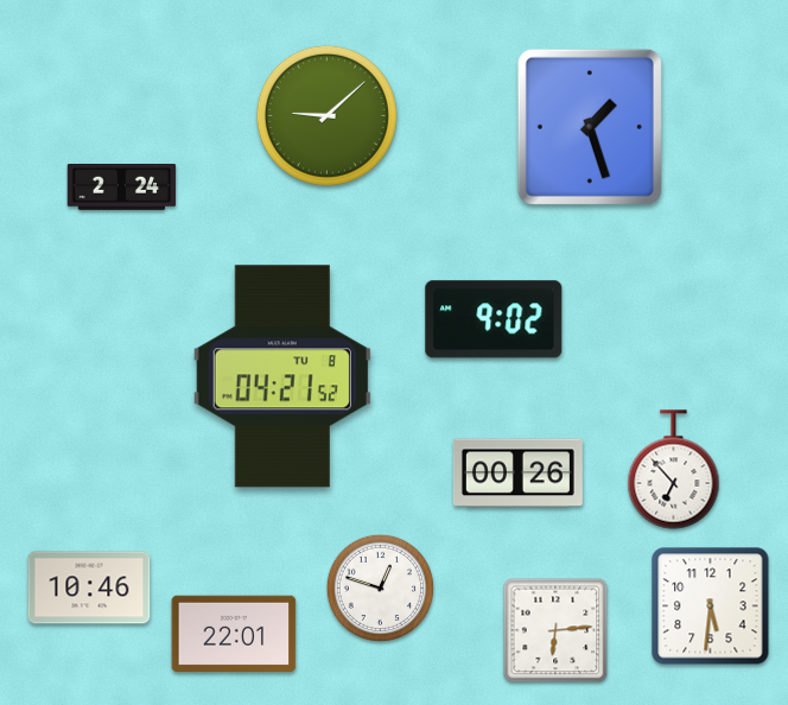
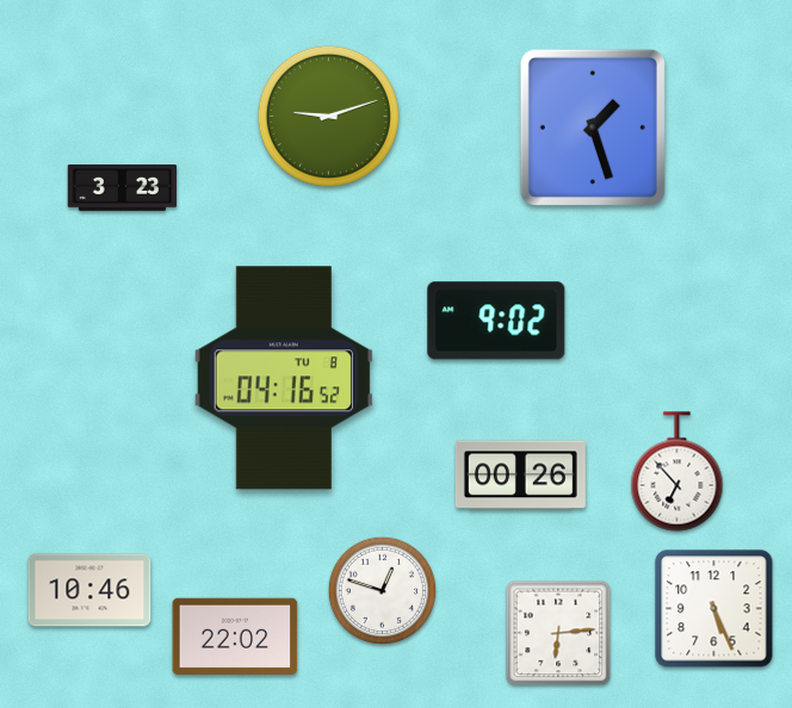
clock at (326, 115): 9:08 -> 9:12
clock at (122, 188): 2:24 -> 3:23
clock at (282, 376): 04:21 -> 04:16
clock at (711, 606): 5:31 -> 5:26
clock at (234, 634): 22:01 -> 22:02
